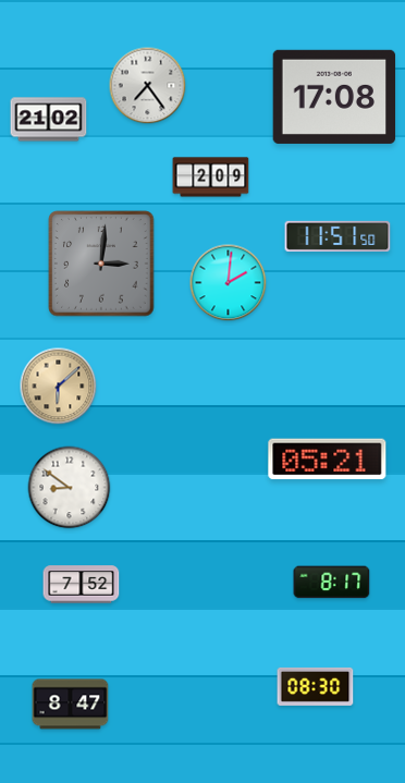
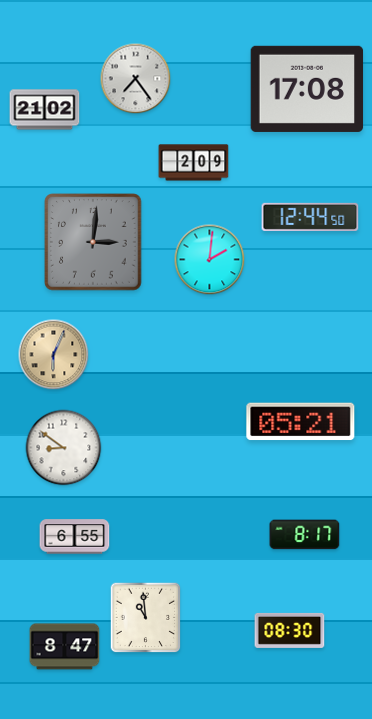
clock at (337, 236): 11:51 -> 12:44
clock at (59, 387): 6:08 -> 6:04
clock at (82, 585): 7:52 -> 6:55
clock at (146, 618): none -> 10:59
